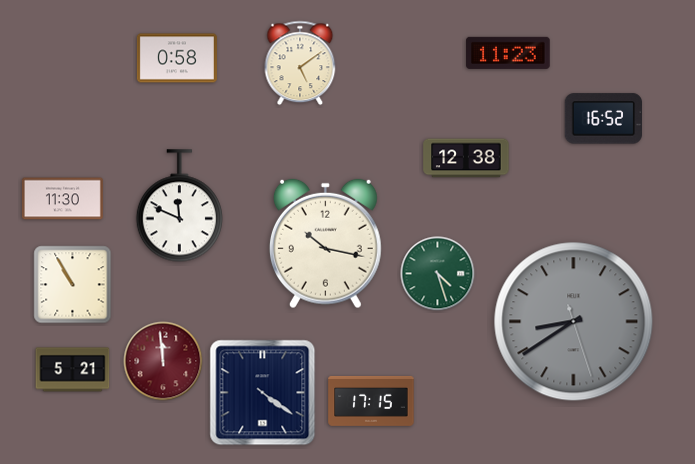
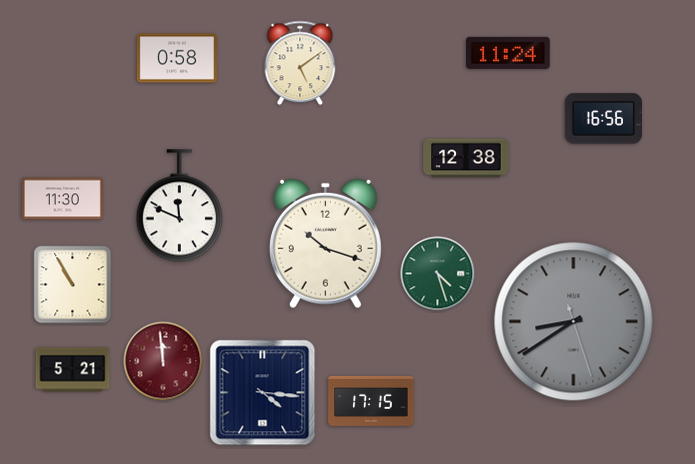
clock at (508, 53): 11:23 -> 11:24
clock at (604, 119): 16:52 -> 16:56
clock at (325, 244): 10:17 -> 10:18
clock at (263, 393): 4:21 -> 4:16
